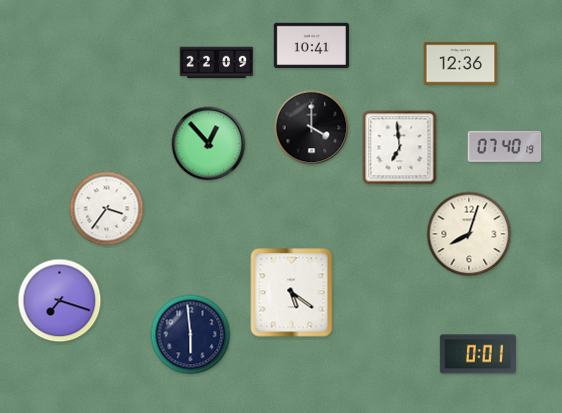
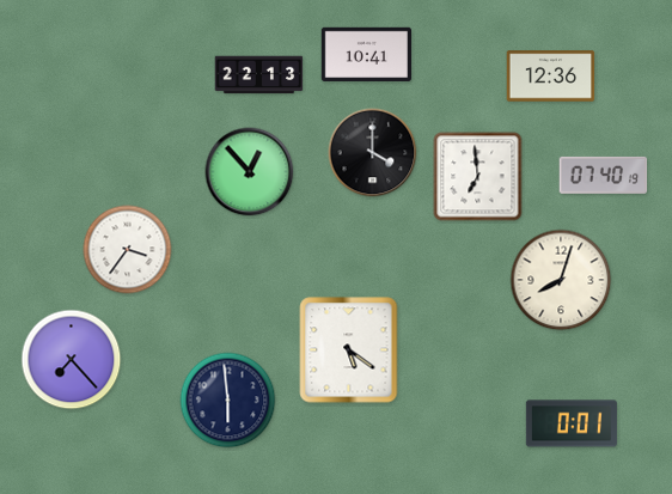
clock at (311, 45) position: (311, 45) -> (366, 54)
clock at (217, 63): 22:09 -> 22:13
clock at (60, 301): 7:18 -> 7:23
